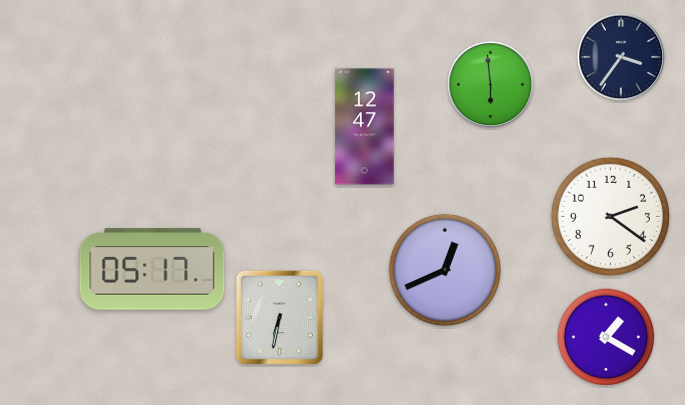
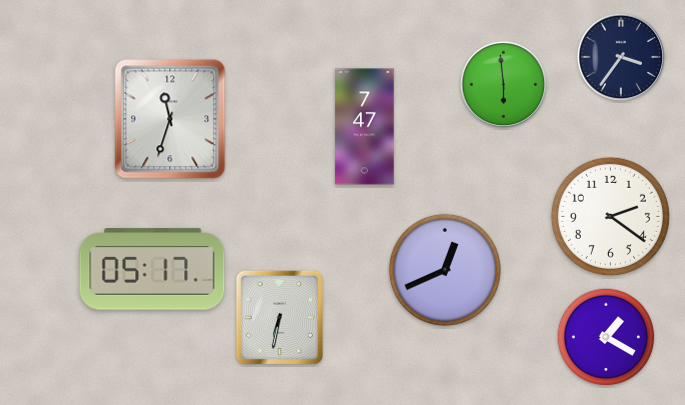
clock at (491, 85) position: (491, 85) -> (504, 85)
clock at (170, 119): none -> 11:33
clock at (365, 127): 12:47 -> 7:47
